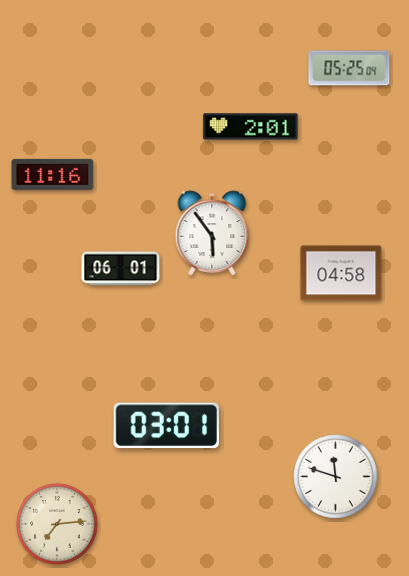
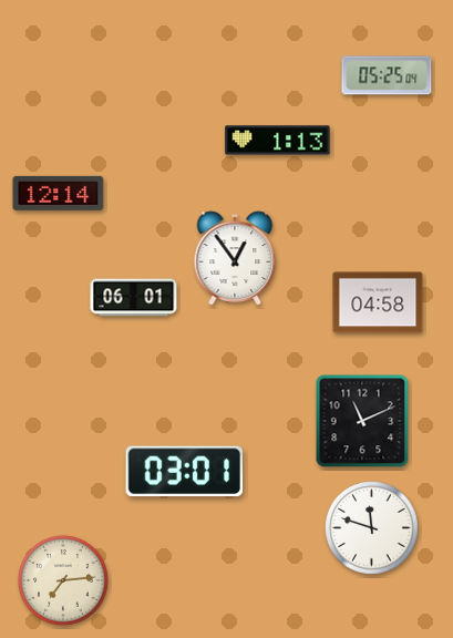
clock at (251, 127): 2:01 -> 1:13
clock at (53, 174): 11:16 -> 12:14
clock at (212, 233): 5:54 -> 12:54
clock at (362, 421): none -> 11:11
